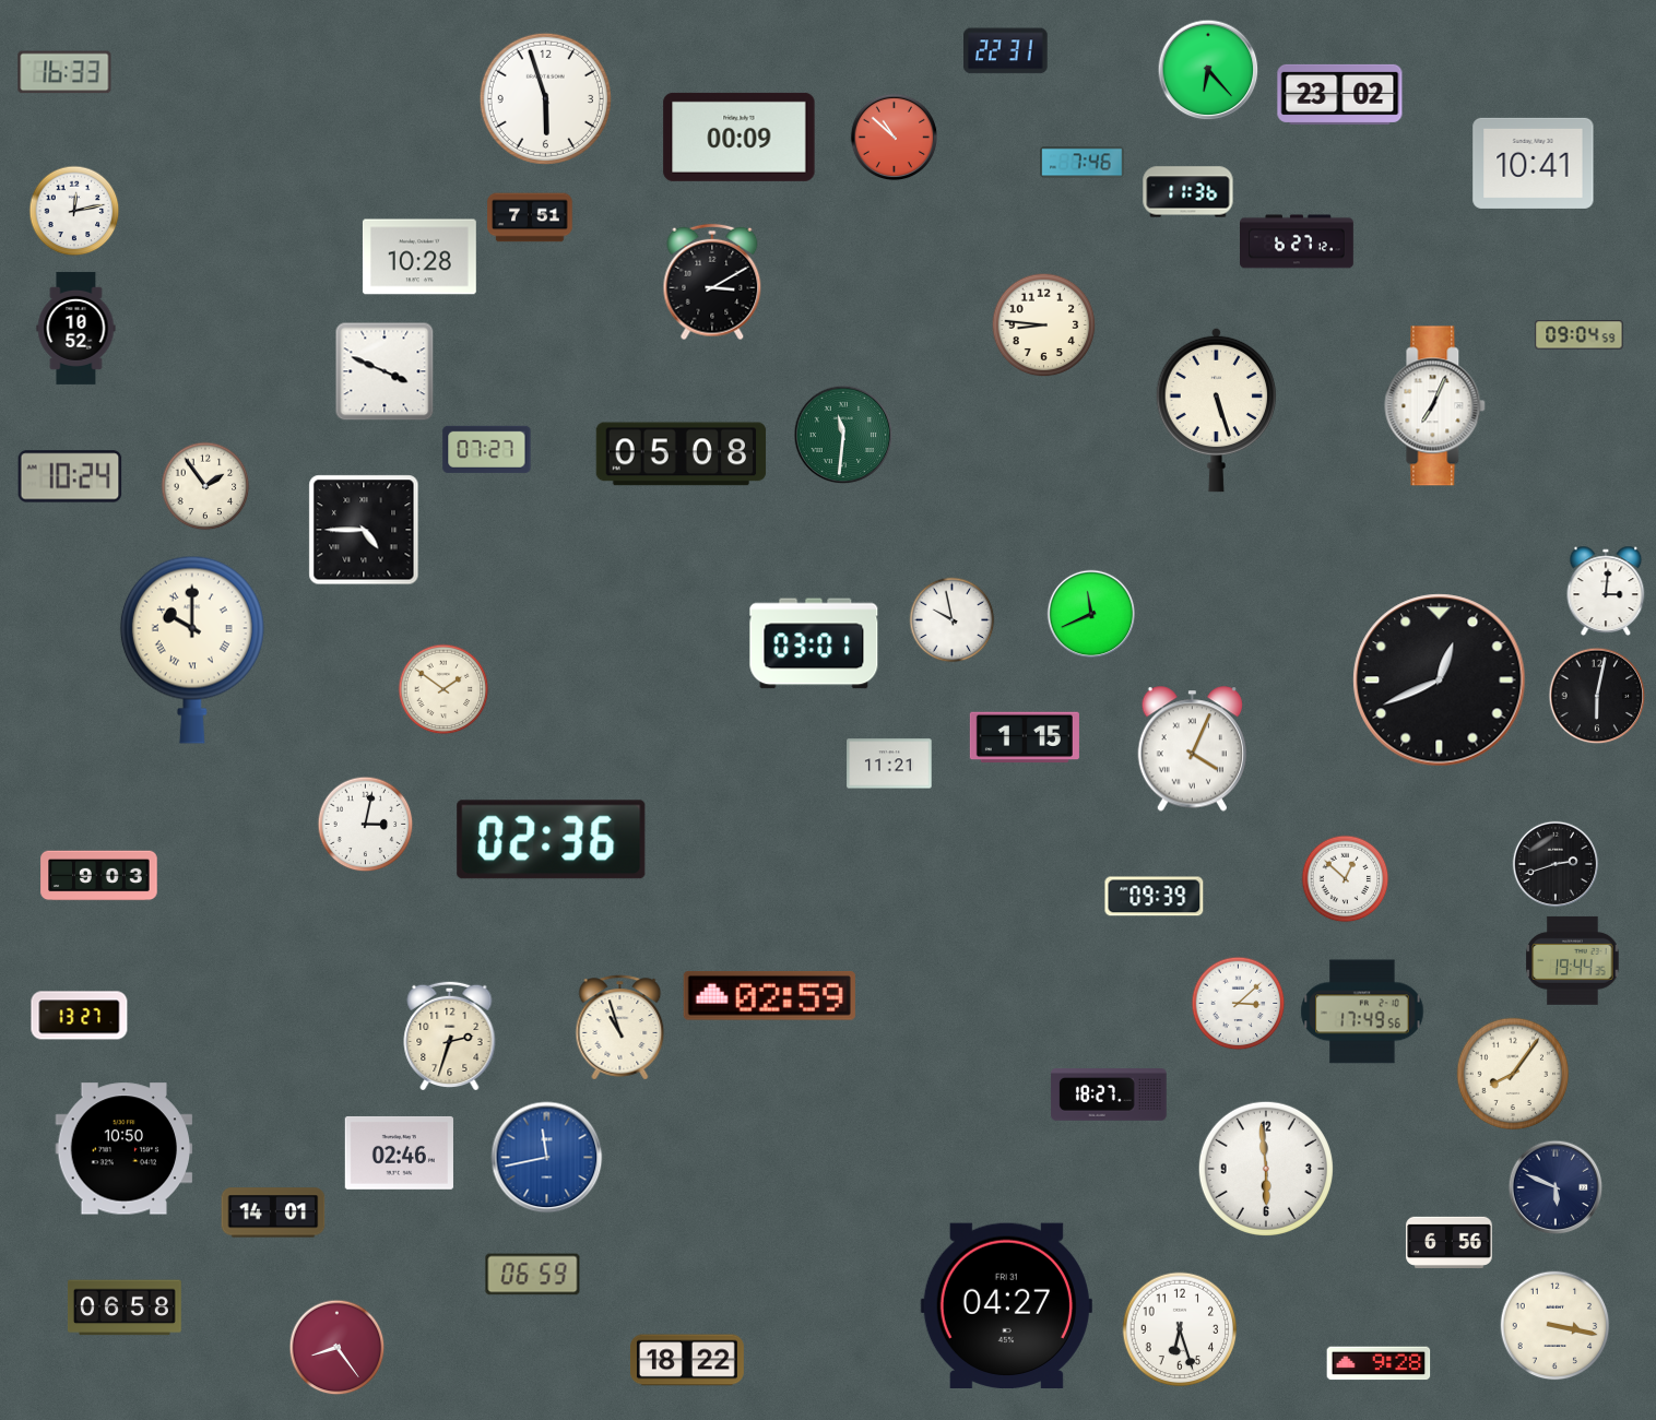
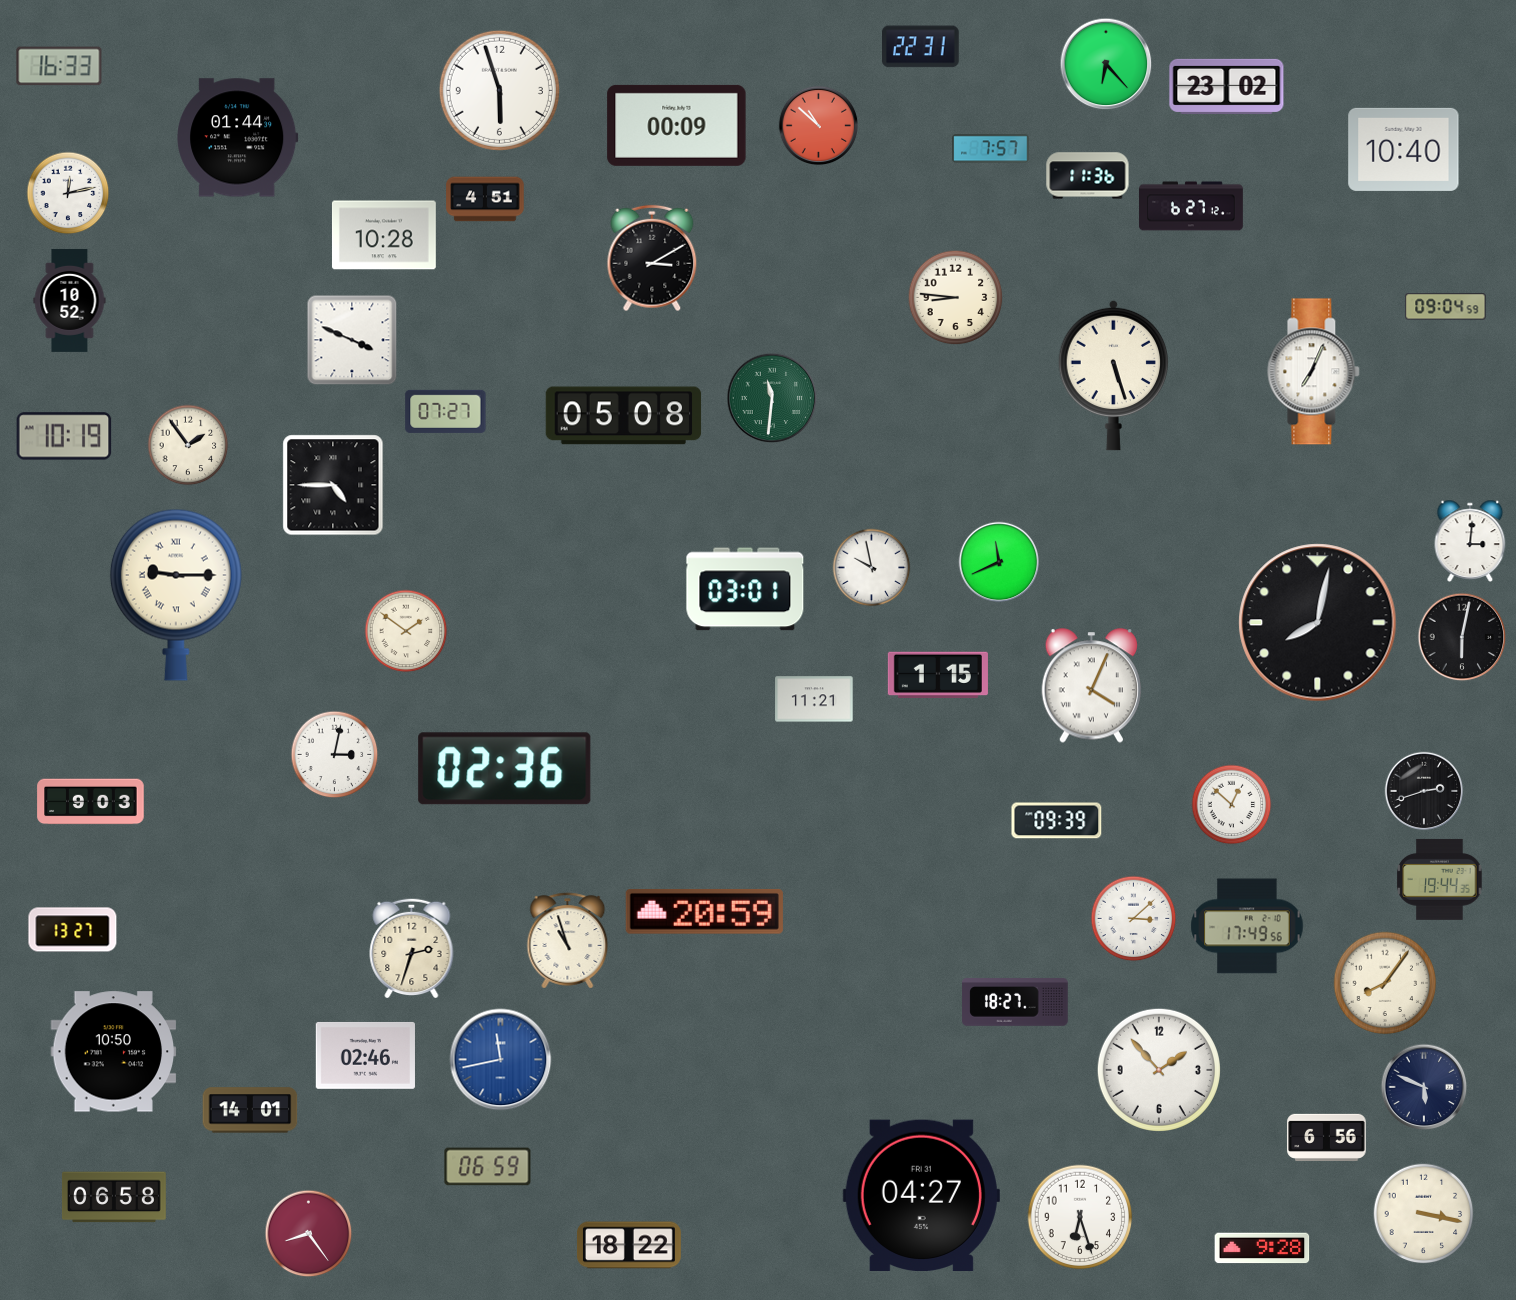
clock at (238, 138): none -> 01:44
clock at (1083, 163): 7:46 -> 7:57
clock at (1534, 163): 10:41 -> 10:40
clock at (530, 217): 7:51 -> 4:51
clock at (1298, 241) position: (1298, 241) -> (1192, 206)
clock at (70, 476): 10:24 -> 10:19
clock at (192, 650): 10:00 -> 9:15
clock at (1440, 681): 12:41 -> 8:02
clock at (769, 995): 02:59 -> 20:59
clock at (1266, 1169): 5:59 -> 1:53
